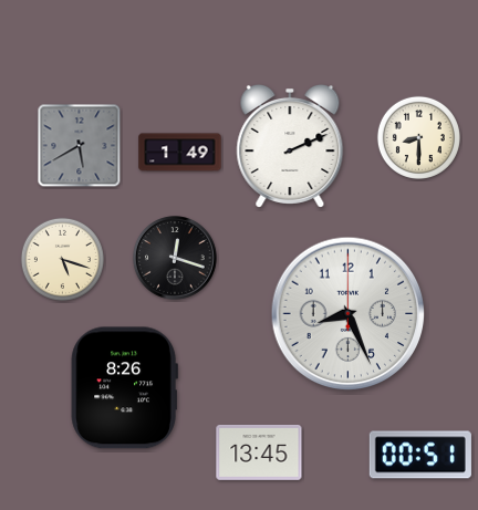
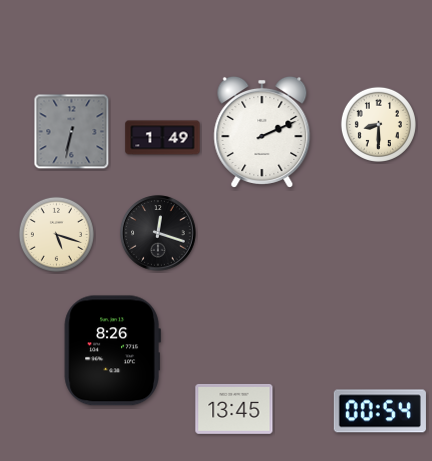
clock at (80, 146): 5:40 -> 6:32
clock at (349, 314): 8:26 -> none
clock at (420, 455): 00:51 -> 00:54
